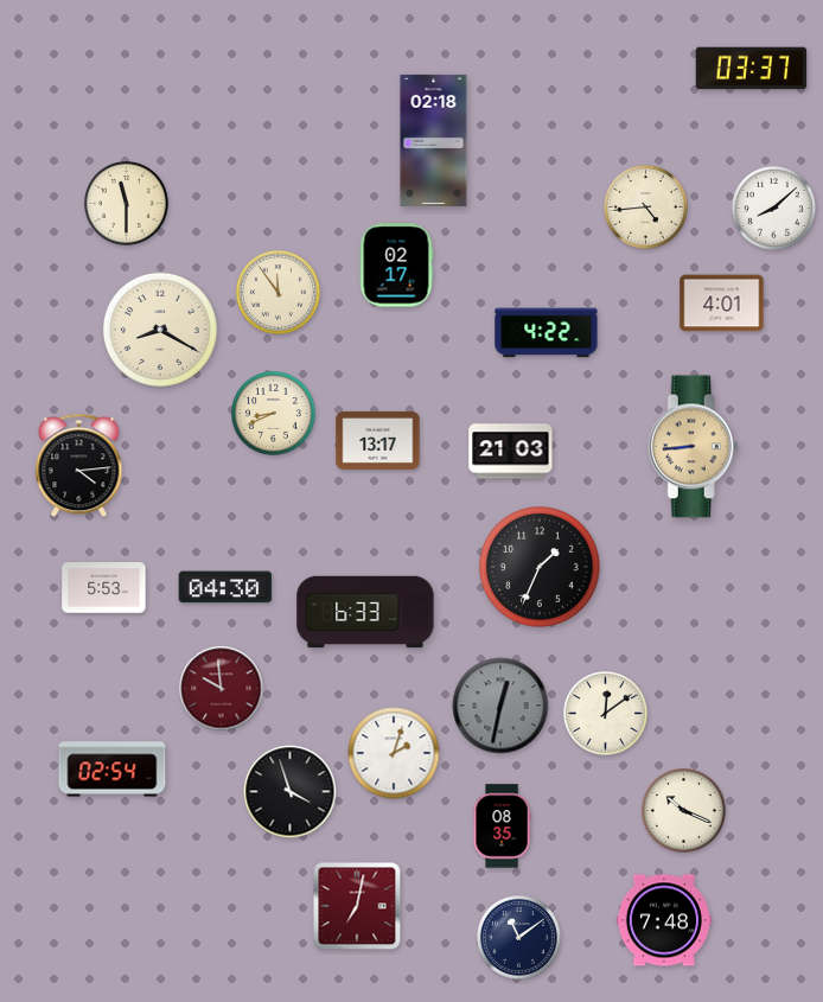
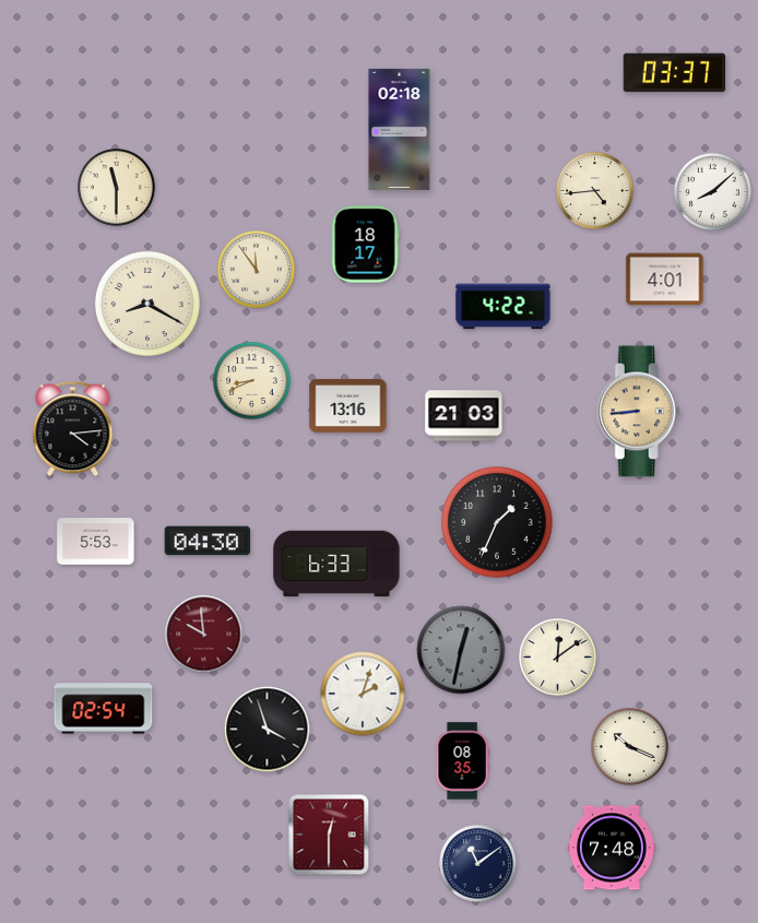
clock at (752, 69) position: (752, 69) -> (675, 73)
clock at (396, 266): 02:17 -> 18:17
clock at (378, 440): 13:17 -> 13:16
clock at (511, 452) position: (511, 452) -> (464, 416)
clock at (357, 906): 7:02 -> 12:30
